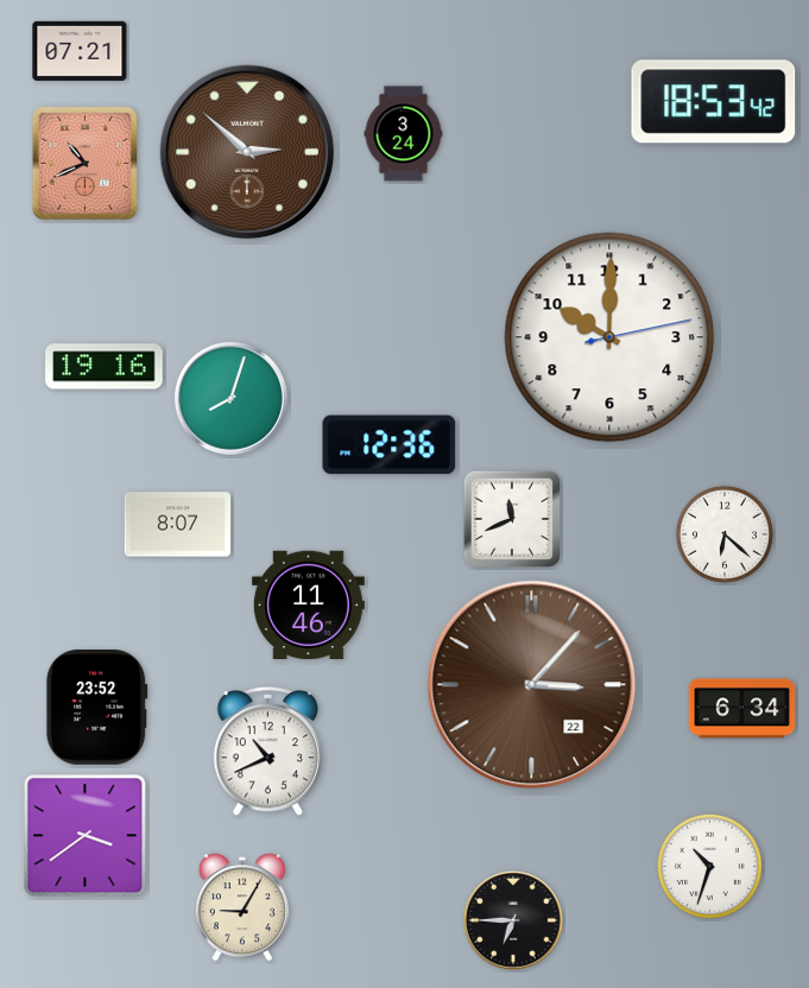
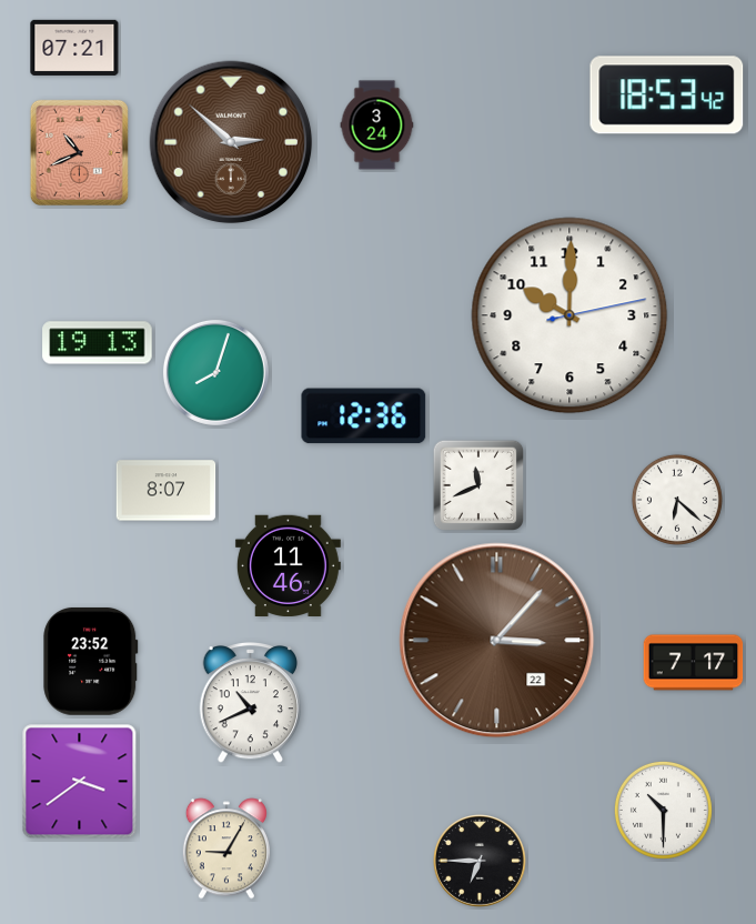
clock at (105, 367): 19:16 -> 19:13
clock at (742, 709): 6:34 -> 7:17
clock at (709, 866): 10:33 -> 10:30
